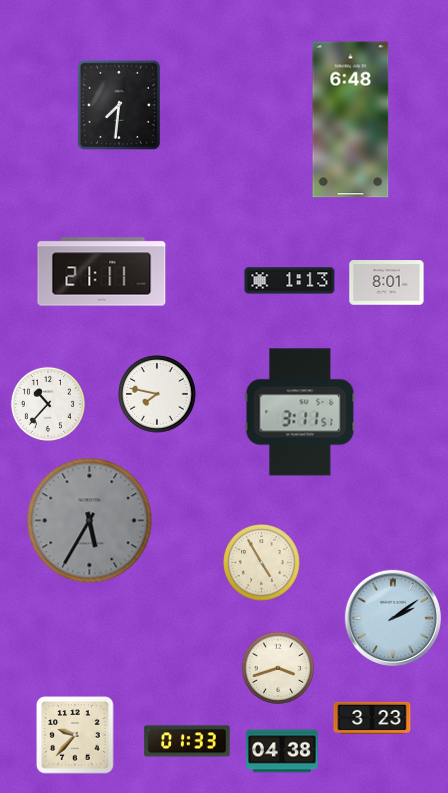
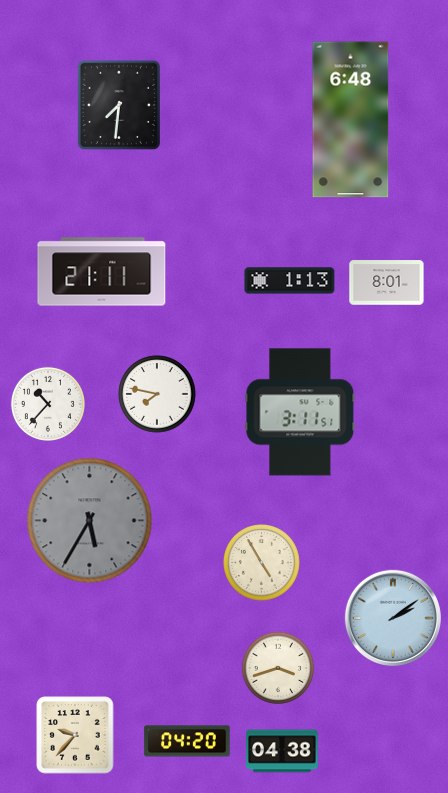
clock at (372, 718): 3:23 -> none
clock at (187, 741): 01:33 -> 04:20
